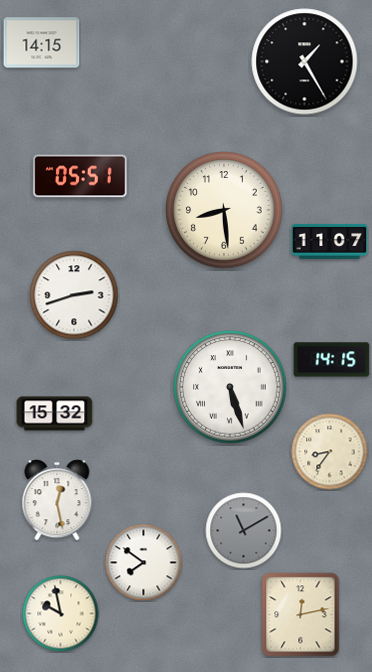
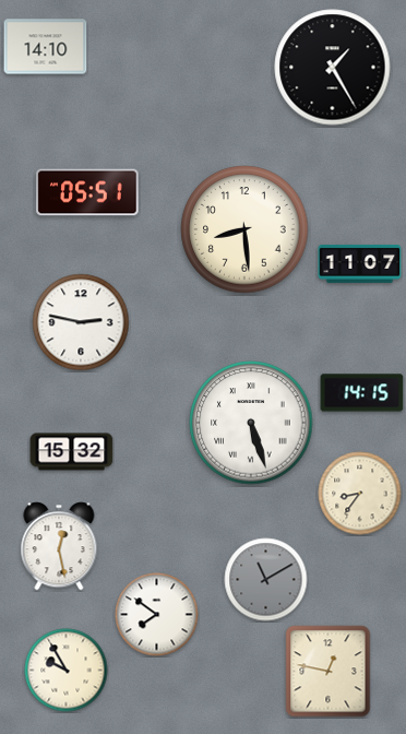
clock at (42, 43): 14:15 -> 14:10
clock at (74, 295): 2:42 -> 2:47
clock at (55, 414) position: (55, 414) -> (72, 452)
clock at (57, 500) position: (57, 500) -> (59, 546)
clock at (61, 614): 9:58 -> 9:55
clock at (301, 615): 12:13 -> 12:47
